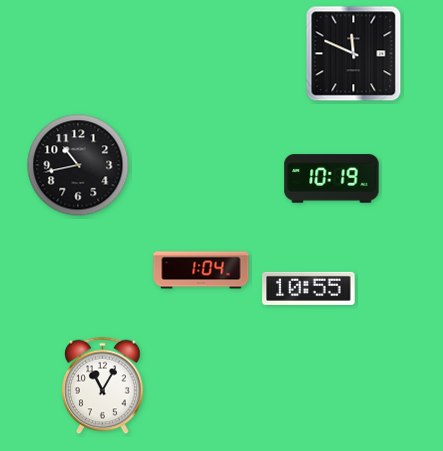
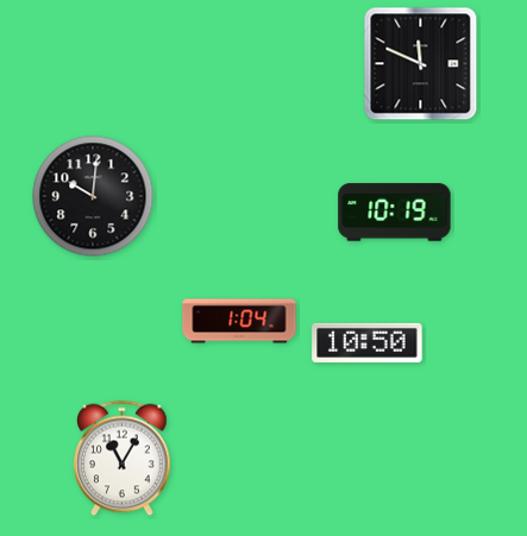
clock at (78, 165): 10:43 -> 10:01
clock at (309, 288): 10:55 -> 10:50
